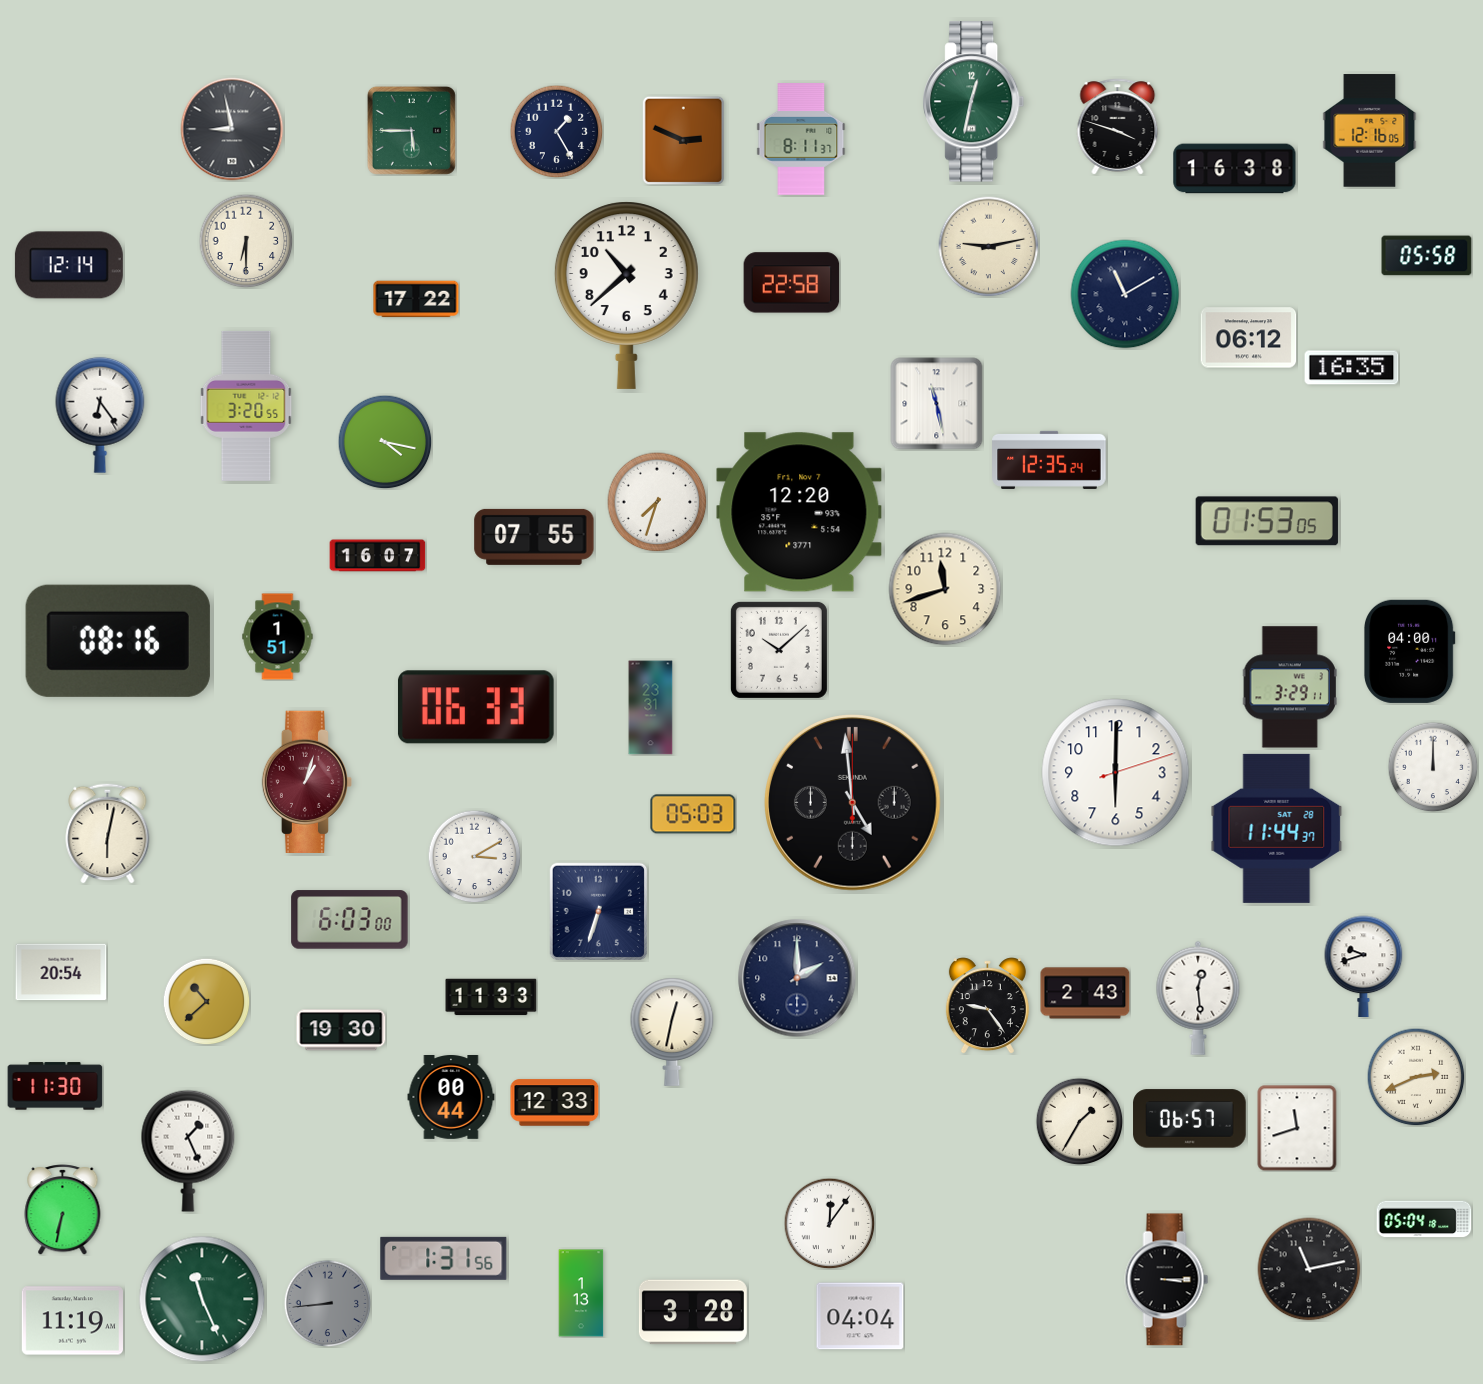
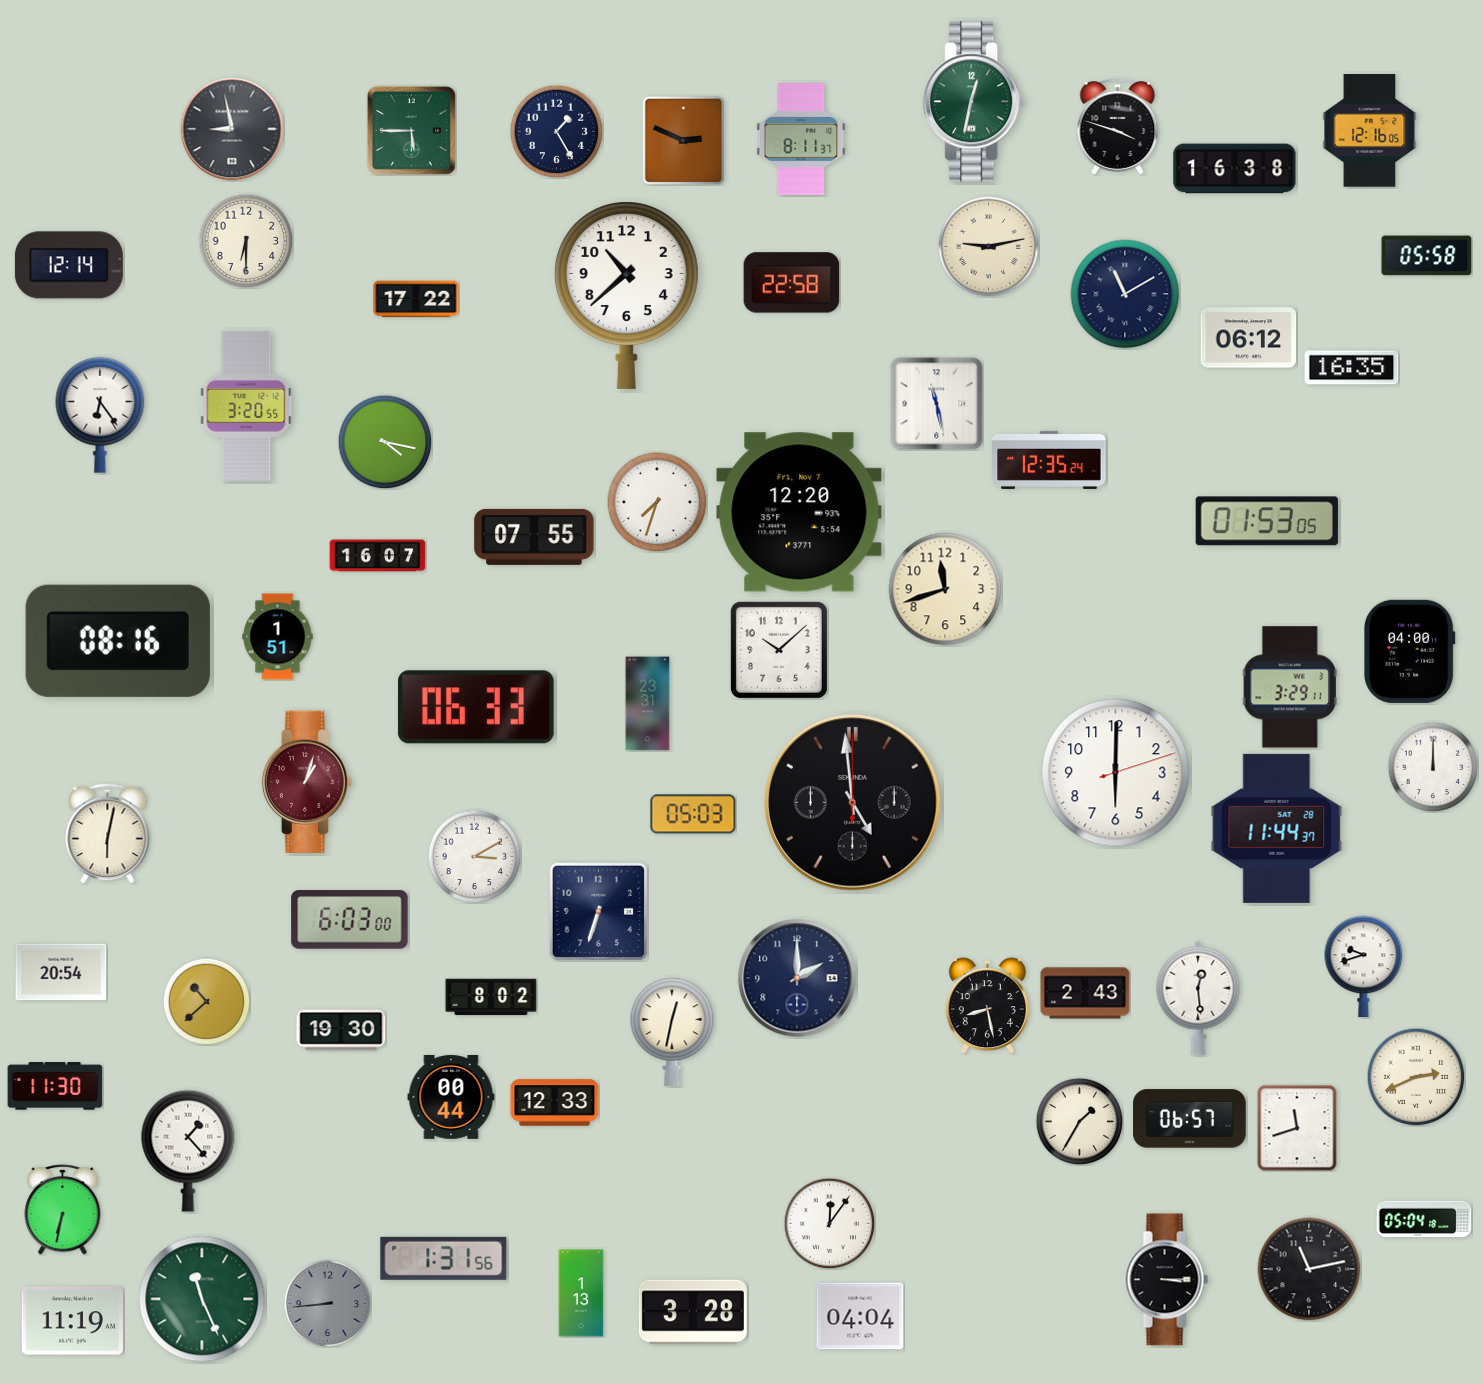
clock at (651, 708) position: (651, 708) -> (648, 704)
clock at (491, 997): 11:33 -> 8:02
clock at (987, 1006): 9:24 -> 8:28
clock at (188, 1151): 1:26 -> 1:23
